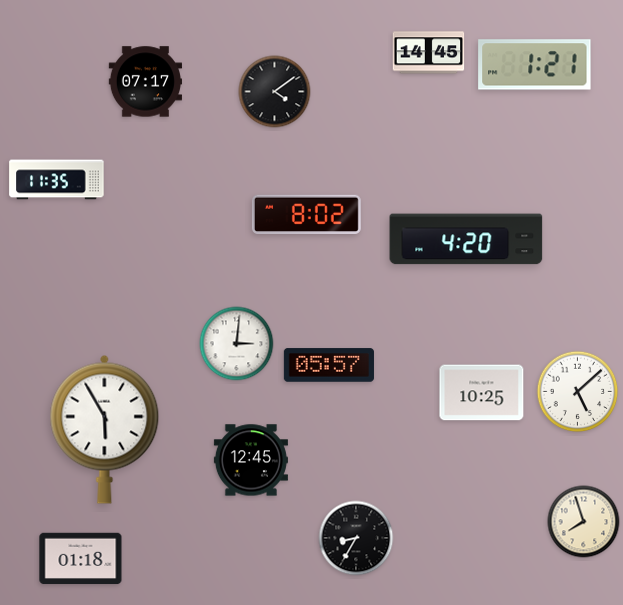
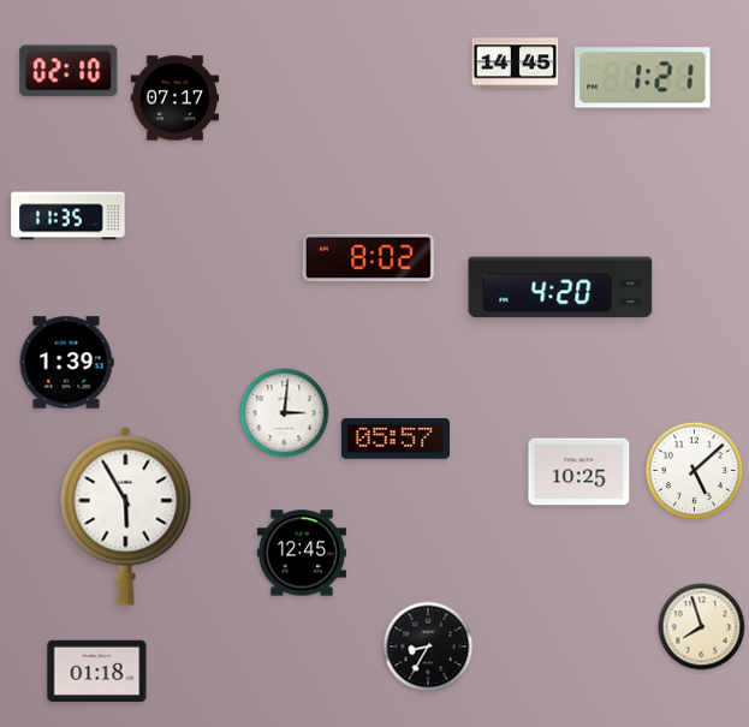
clock at (69, 71): none -> 02:10
clock at (275, 92): 4:09 -> none
clock at (66, 363): none -> 1:39
